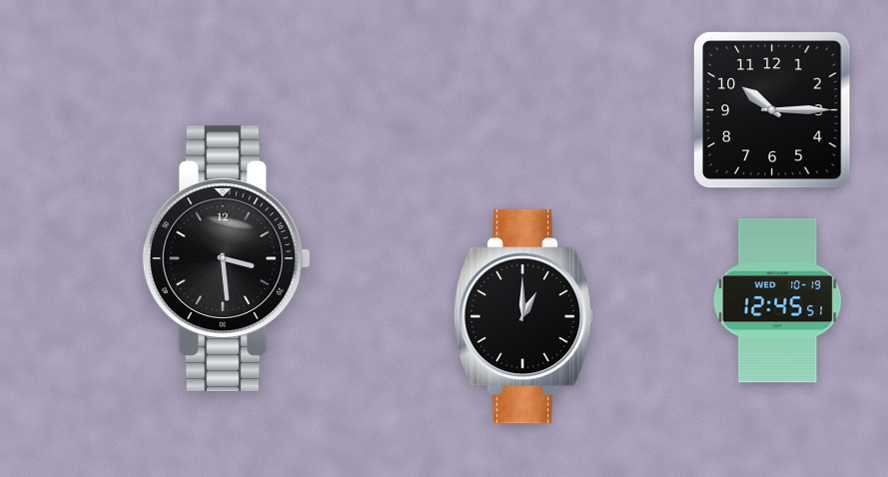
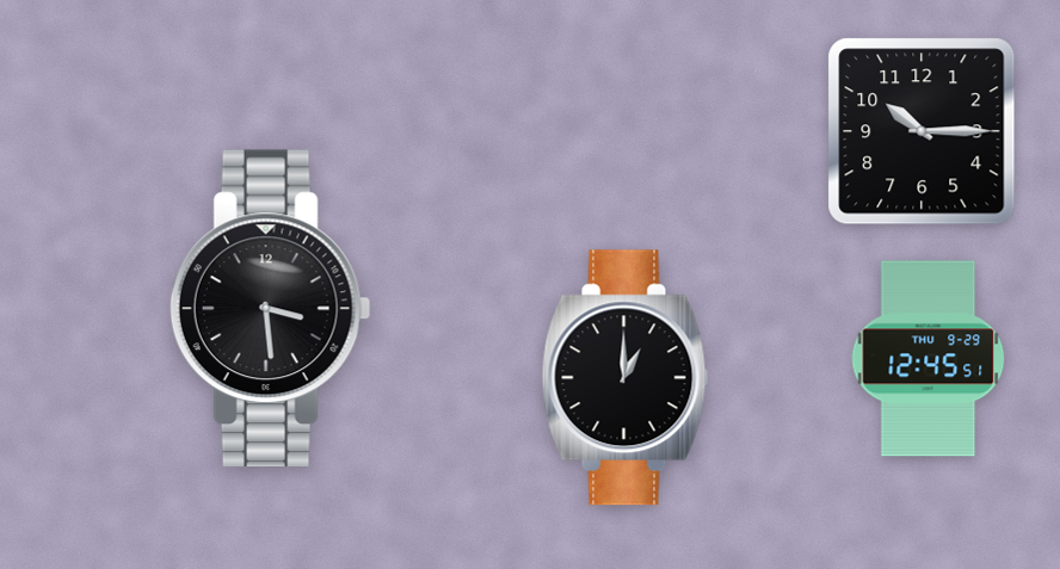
clock at (778, 301) date: WED 10-19 -> THU 9-29
